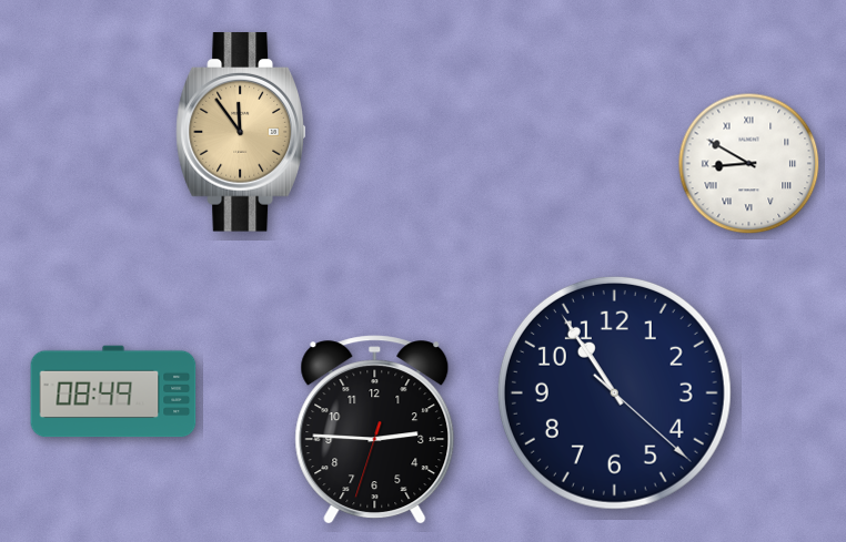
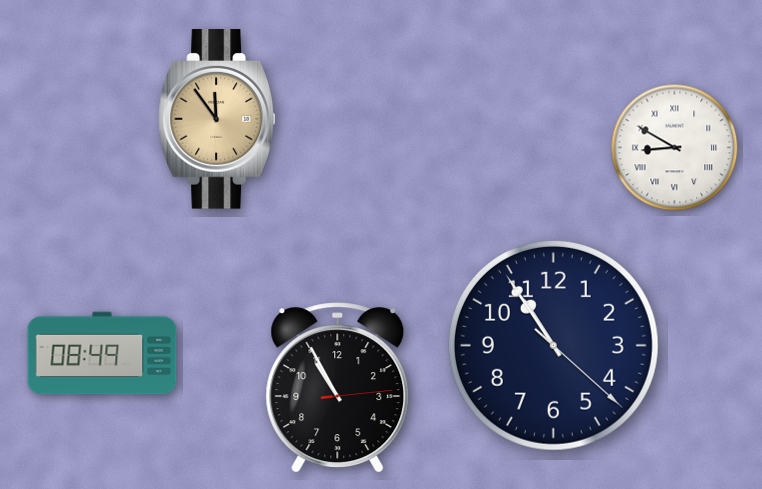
clock at (614, 392) position: (614, 392) -> (553, 345)
clock at (375, 430): 2:45 -> 10:55
